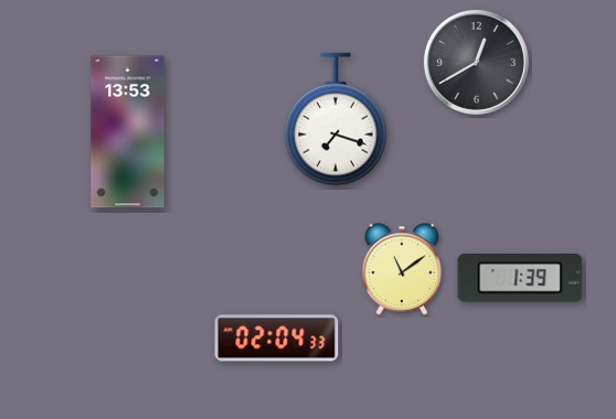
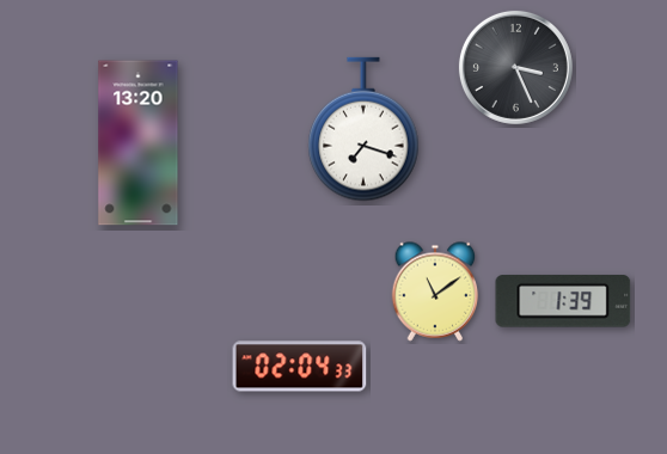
clock at (476, 62): 12:40 -> 3:26
clock at (128, 132): 13:53 -> 13:20
